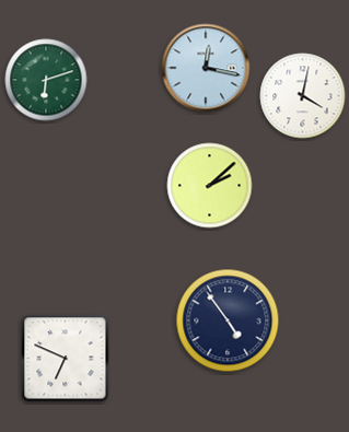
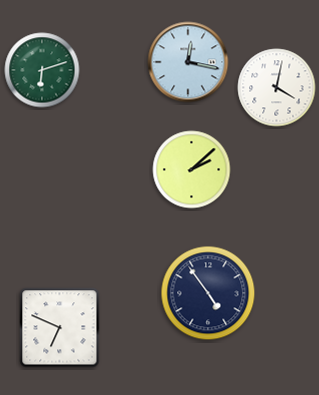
clock at (46, 80) position: (46, 80) -> (42, 70)
